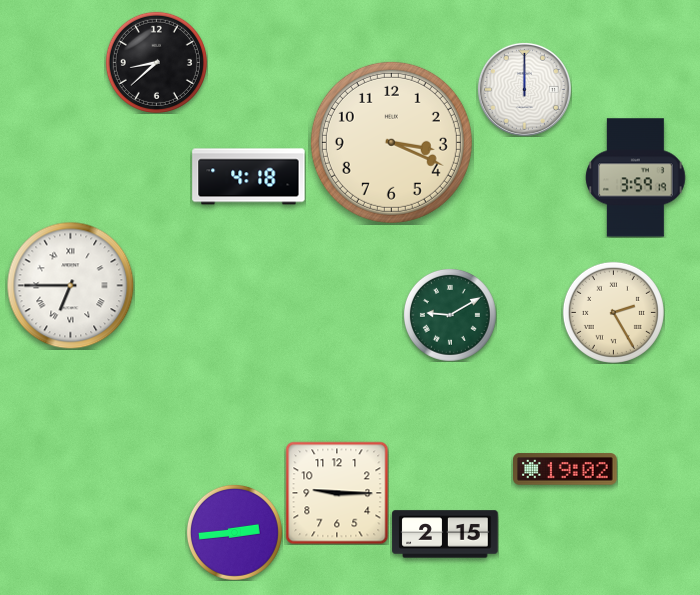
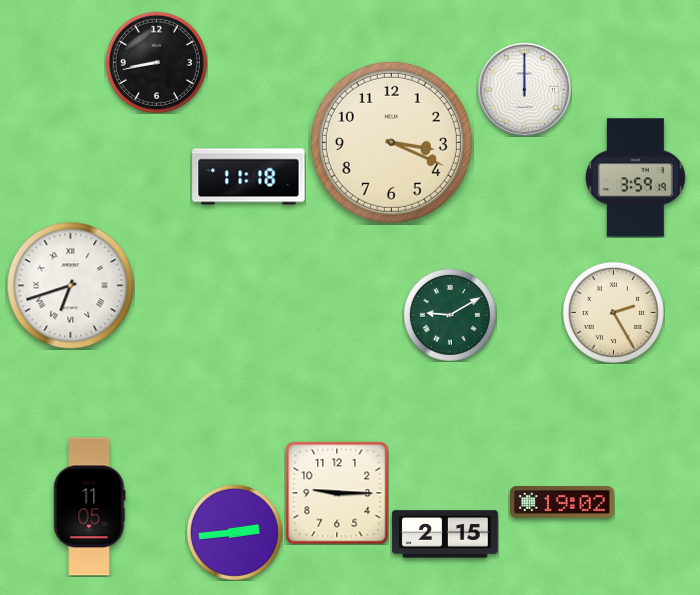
clock at (156, 62): 8:38 -> 8:43
clock at (249, 177): 4:18 -> 11:18
clock at (70, 285): 6:45 -> 6:42
clock at (566, 469) position: (566, 469) -> (563, 502)
clock at (90, 507): none -> 11:05
